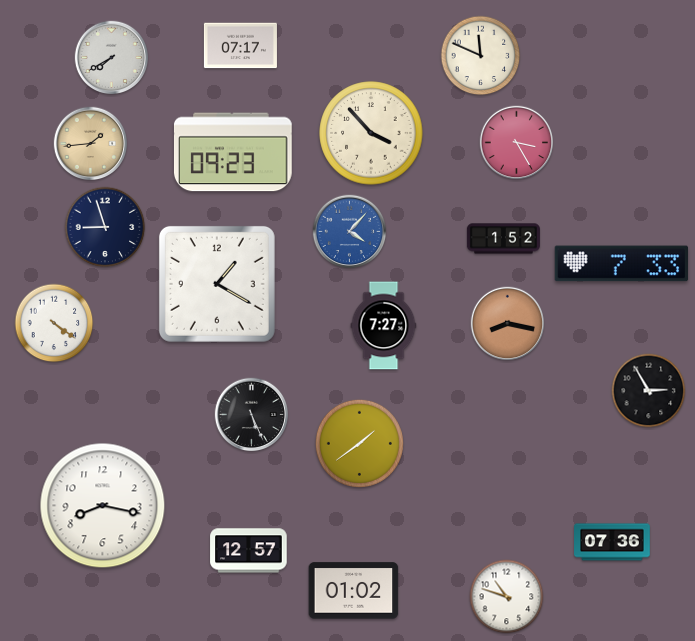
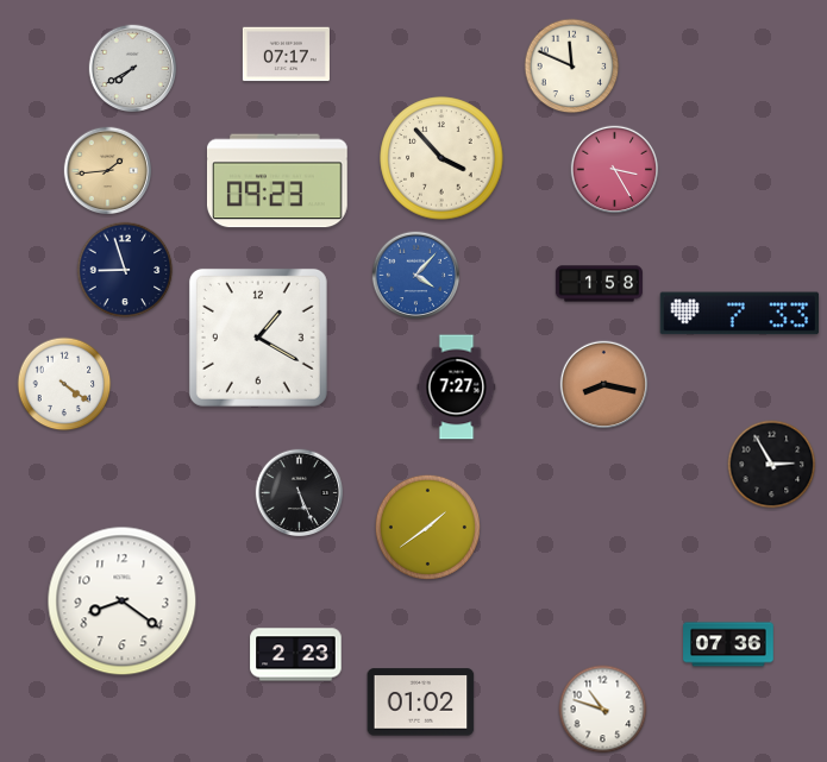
clock at (503, 239): 1:52 -> 1:58
clock at (103, 506): 8:17 -> 8:21
clock at (249, 551): 12:57 -> 2:23
